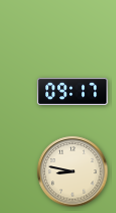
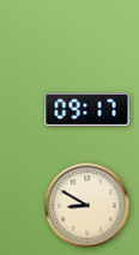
clock at (73, 172): 8:47 -> 8:50
